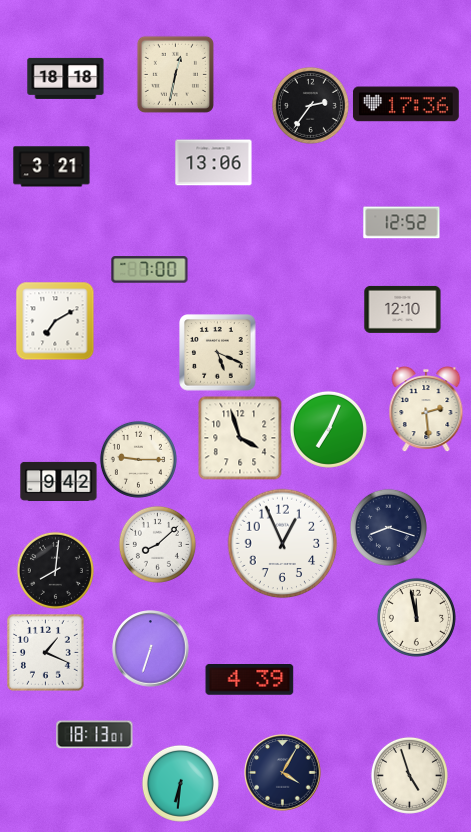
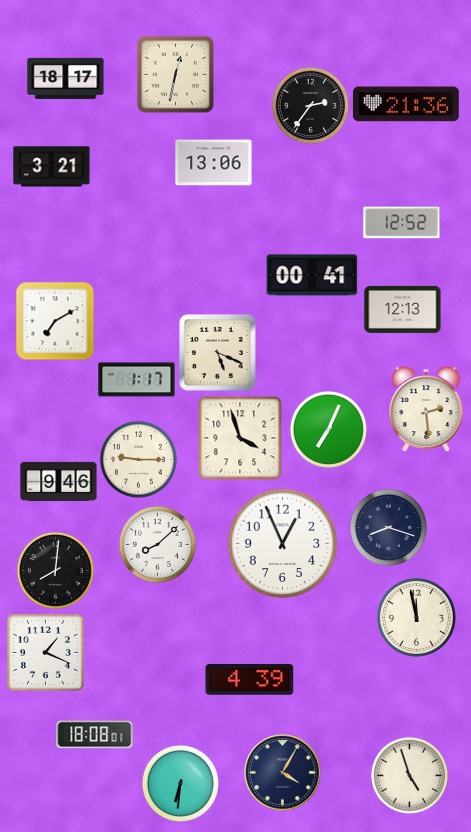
clock at (66, 78): 18:18 -> 18:17
clock at (406, 104): 17:36 -> 21:36
clock at (150, 270): 7:00 -> none
clock at (312, 275): none -> 00:41
clock at (403, 309): 12:10 -> 12:13
clock at (137, 380): none -> 1:17
clock at (59, 481): 9:42 -> 9:46
clock at (151, 649): 6:33 -> none
clock at (95, 735): 18:13 -> 18:08
